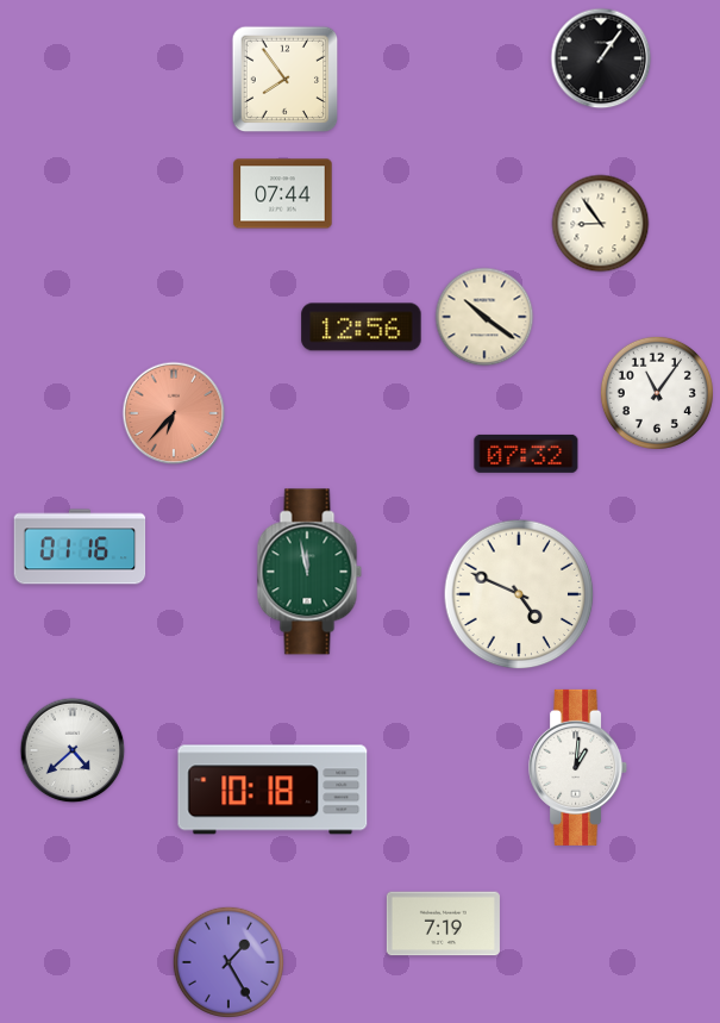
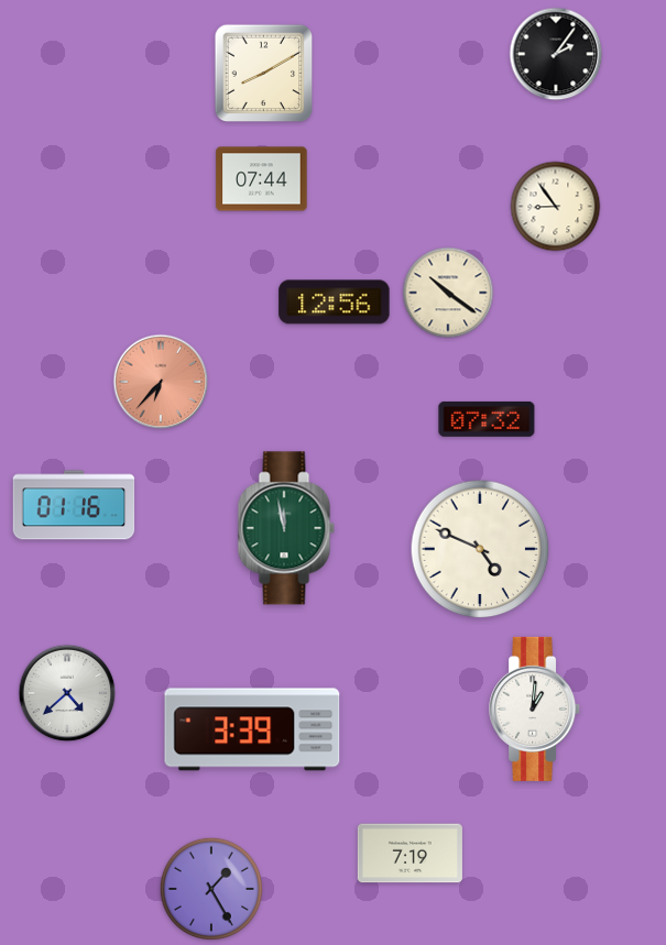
clock at (601, 58): 1:06 -> 2:06
clock at (286, 80): 7:54 -> 8:10
clock at (657, 393): 11:06 -> none
clock at (273, 790): 10:18 -> 3:39
